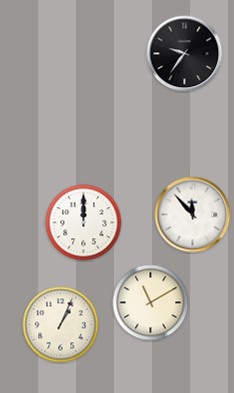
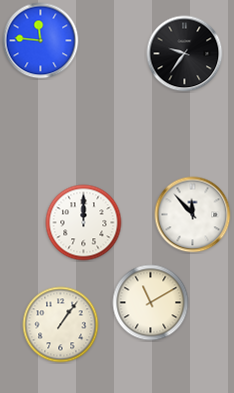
clock at (41, 41): none -> 11:46
clock at (61, 325): 1:04 -> 1:06
